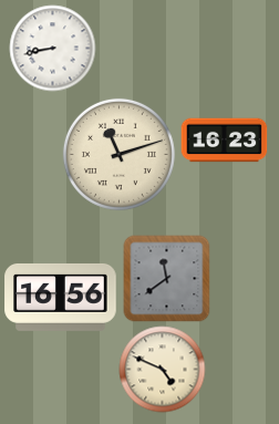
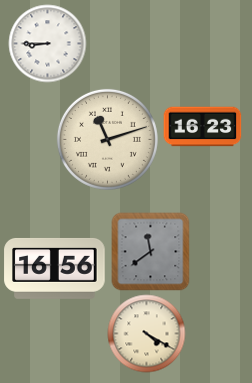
clock at (52, 48): 8:43 -> 8:45
clock at (162, 369): 4:49 -> 4:20
